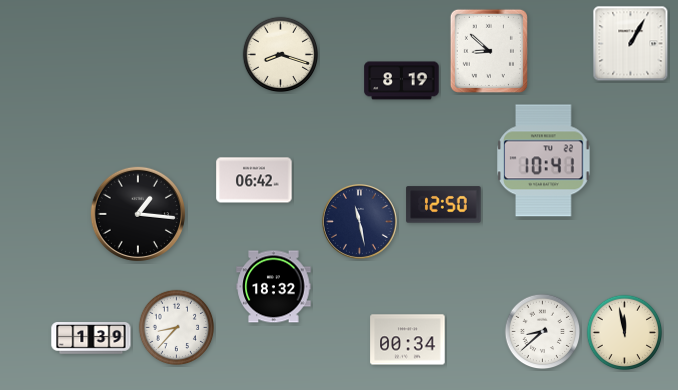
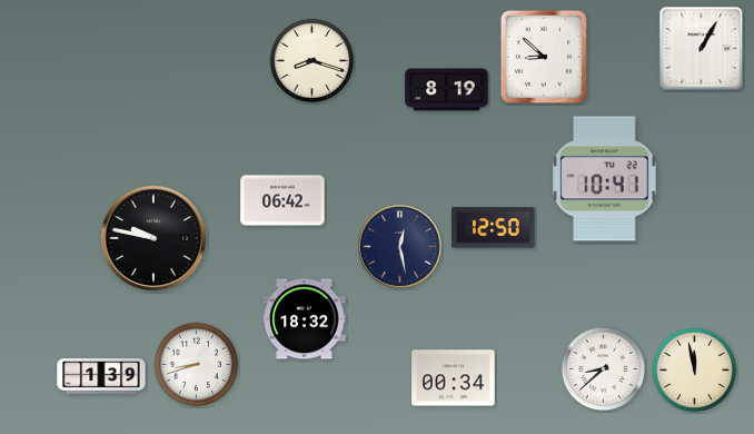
clock at (138, 214): 1:16 -> 9:47
clock at (359, 221): 11:28 -> 12:28
clock at (177, 328): 8:37 -> 8:42
